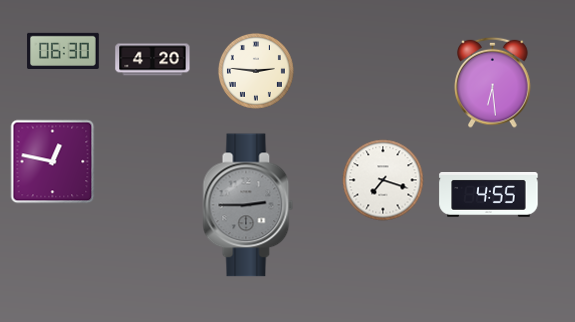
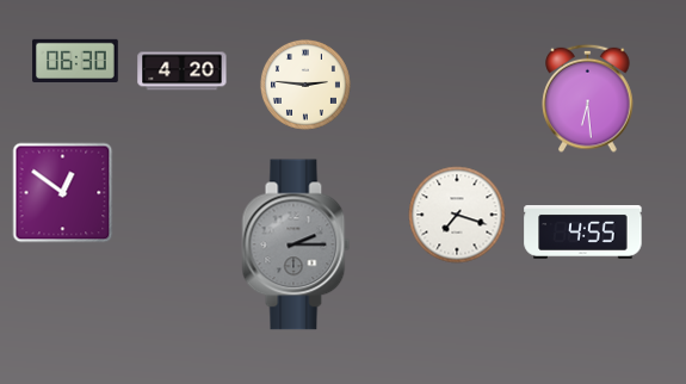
clock at (53, 162): 12:47 -> 12:51
clock at (248, 205): 2:45 -> 2:15
